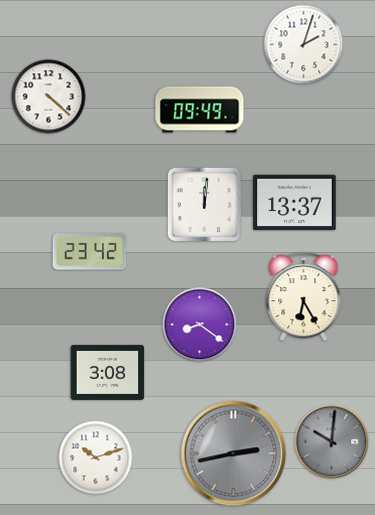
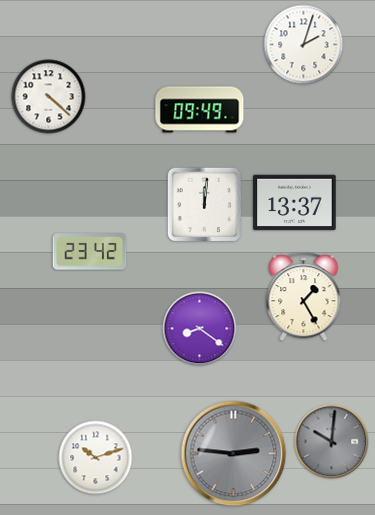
clock at (304, 297): 6:25 -> 1:25
clock at (200, 325) position: (200, 325) -> (200, 329)
clock at (108, 372): 3:08 -> none
clock at (234, 454): 2:43 -> 2:46
